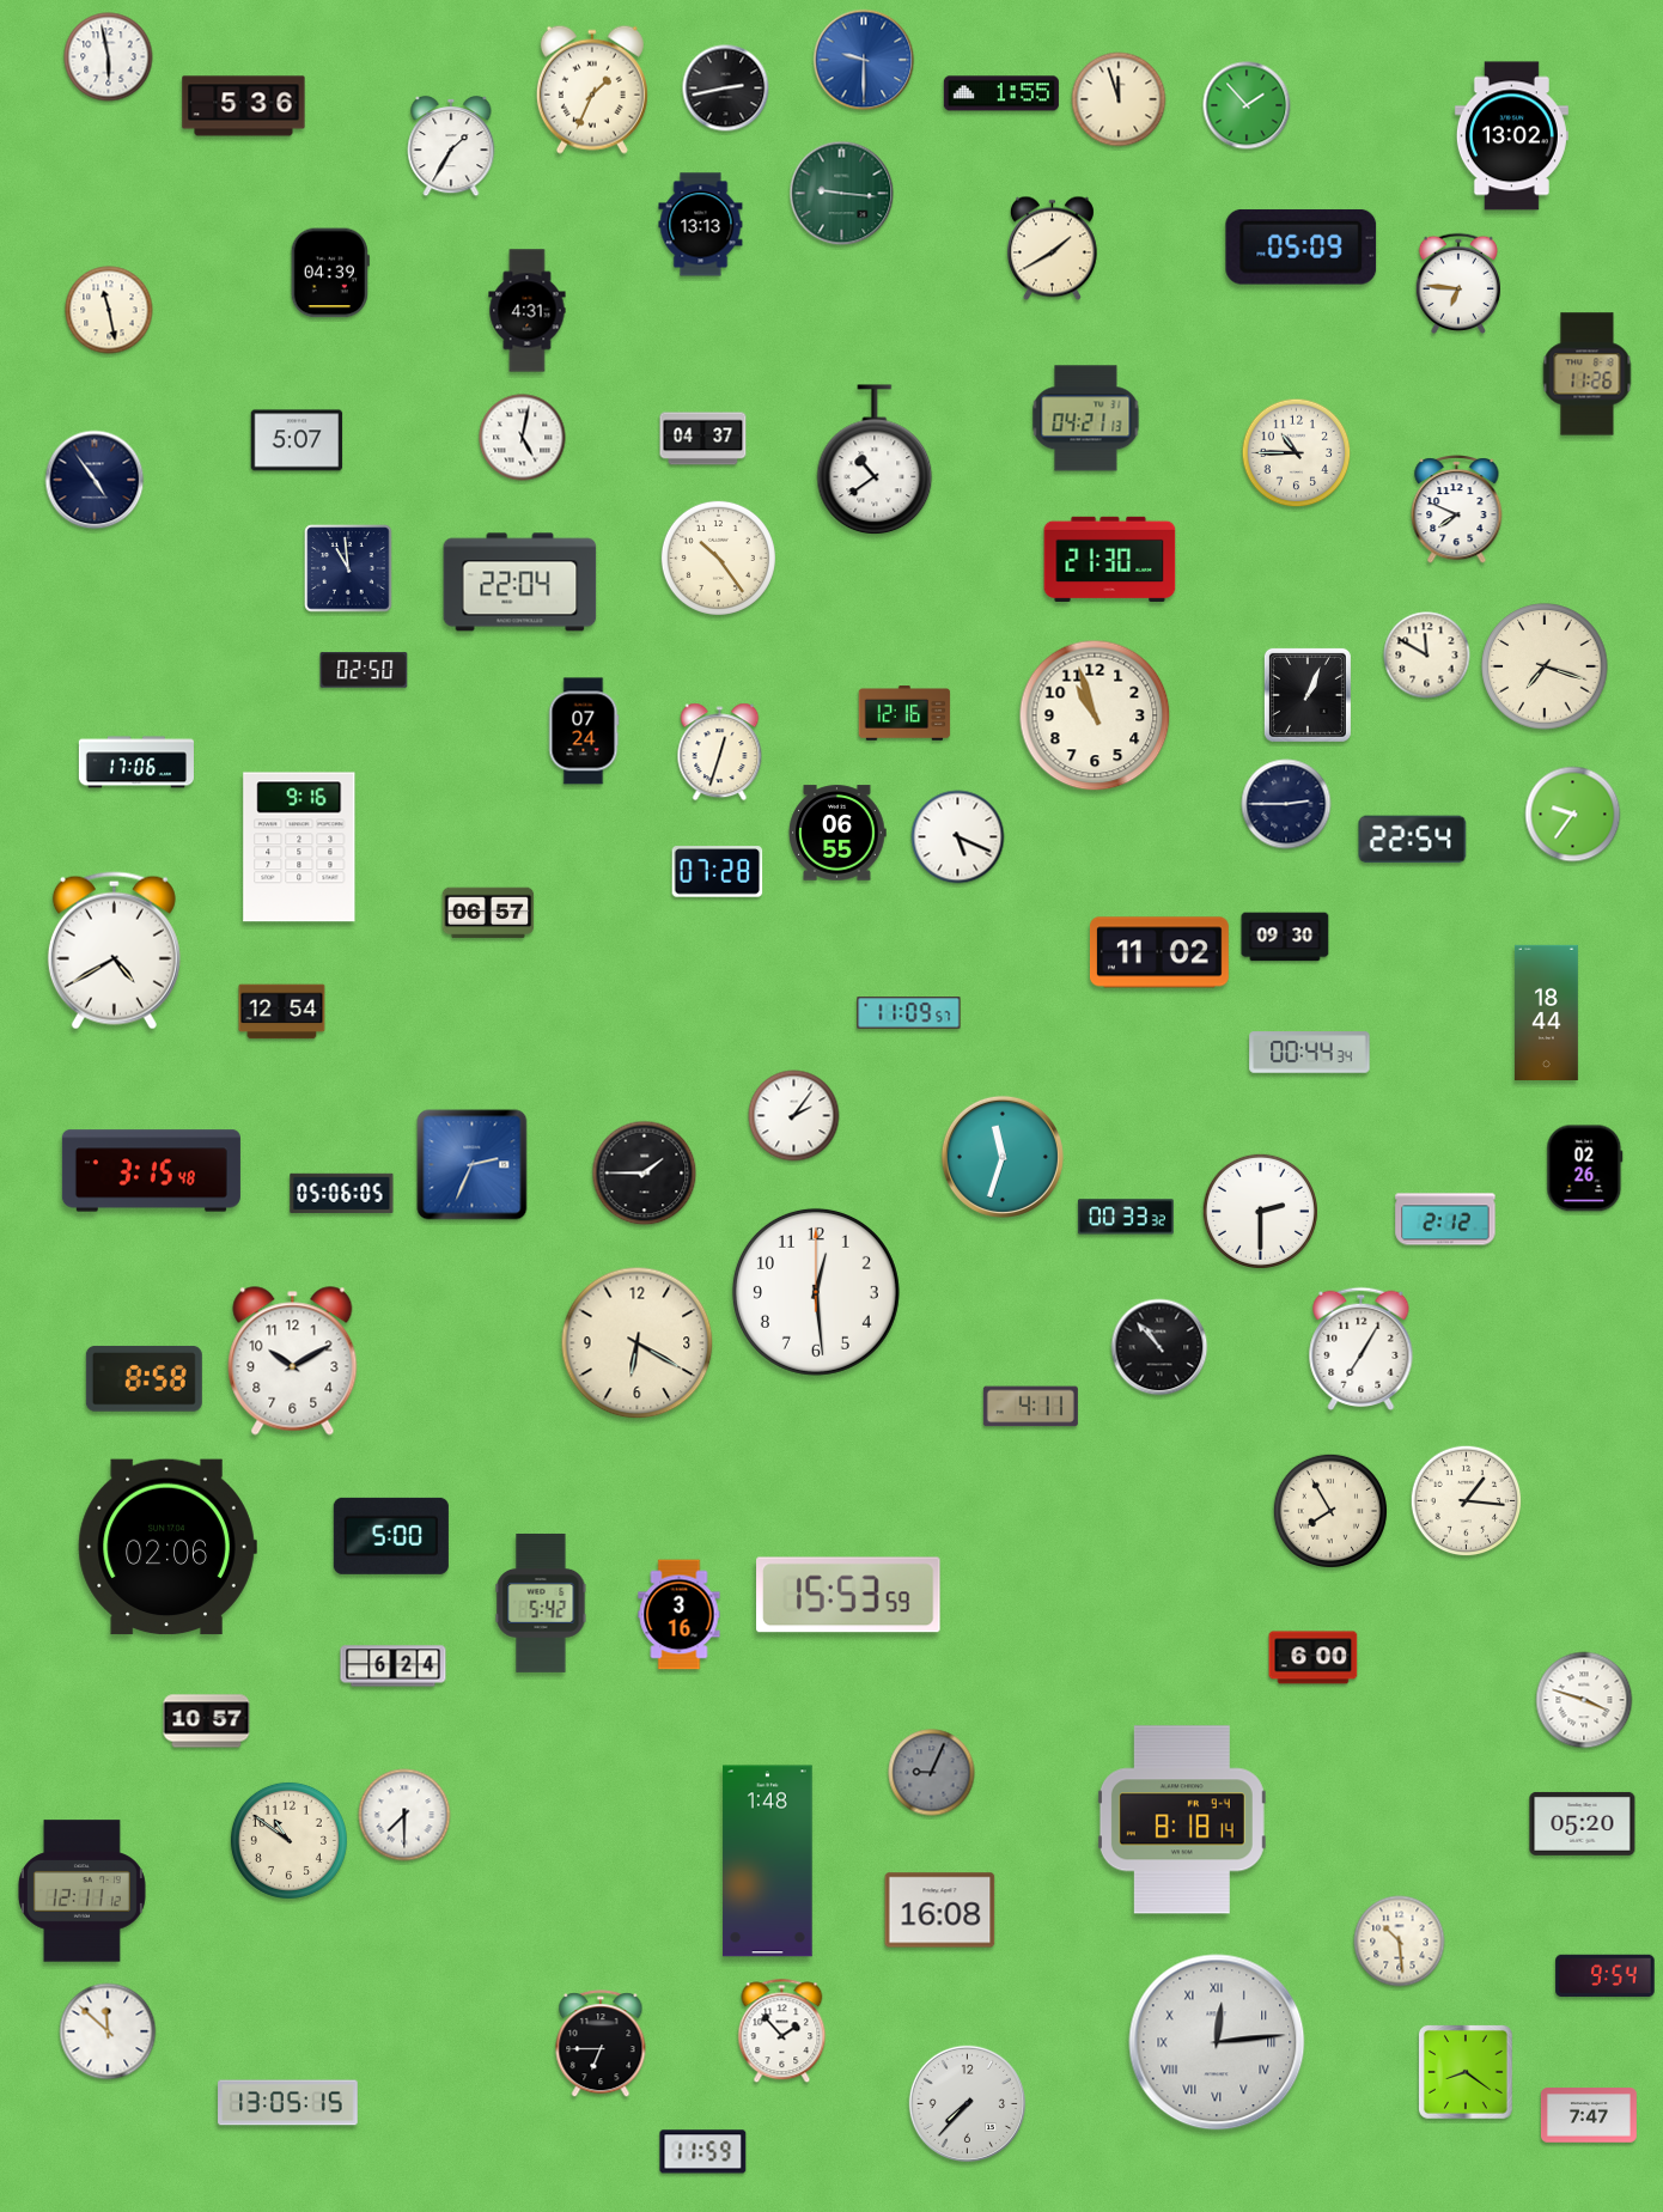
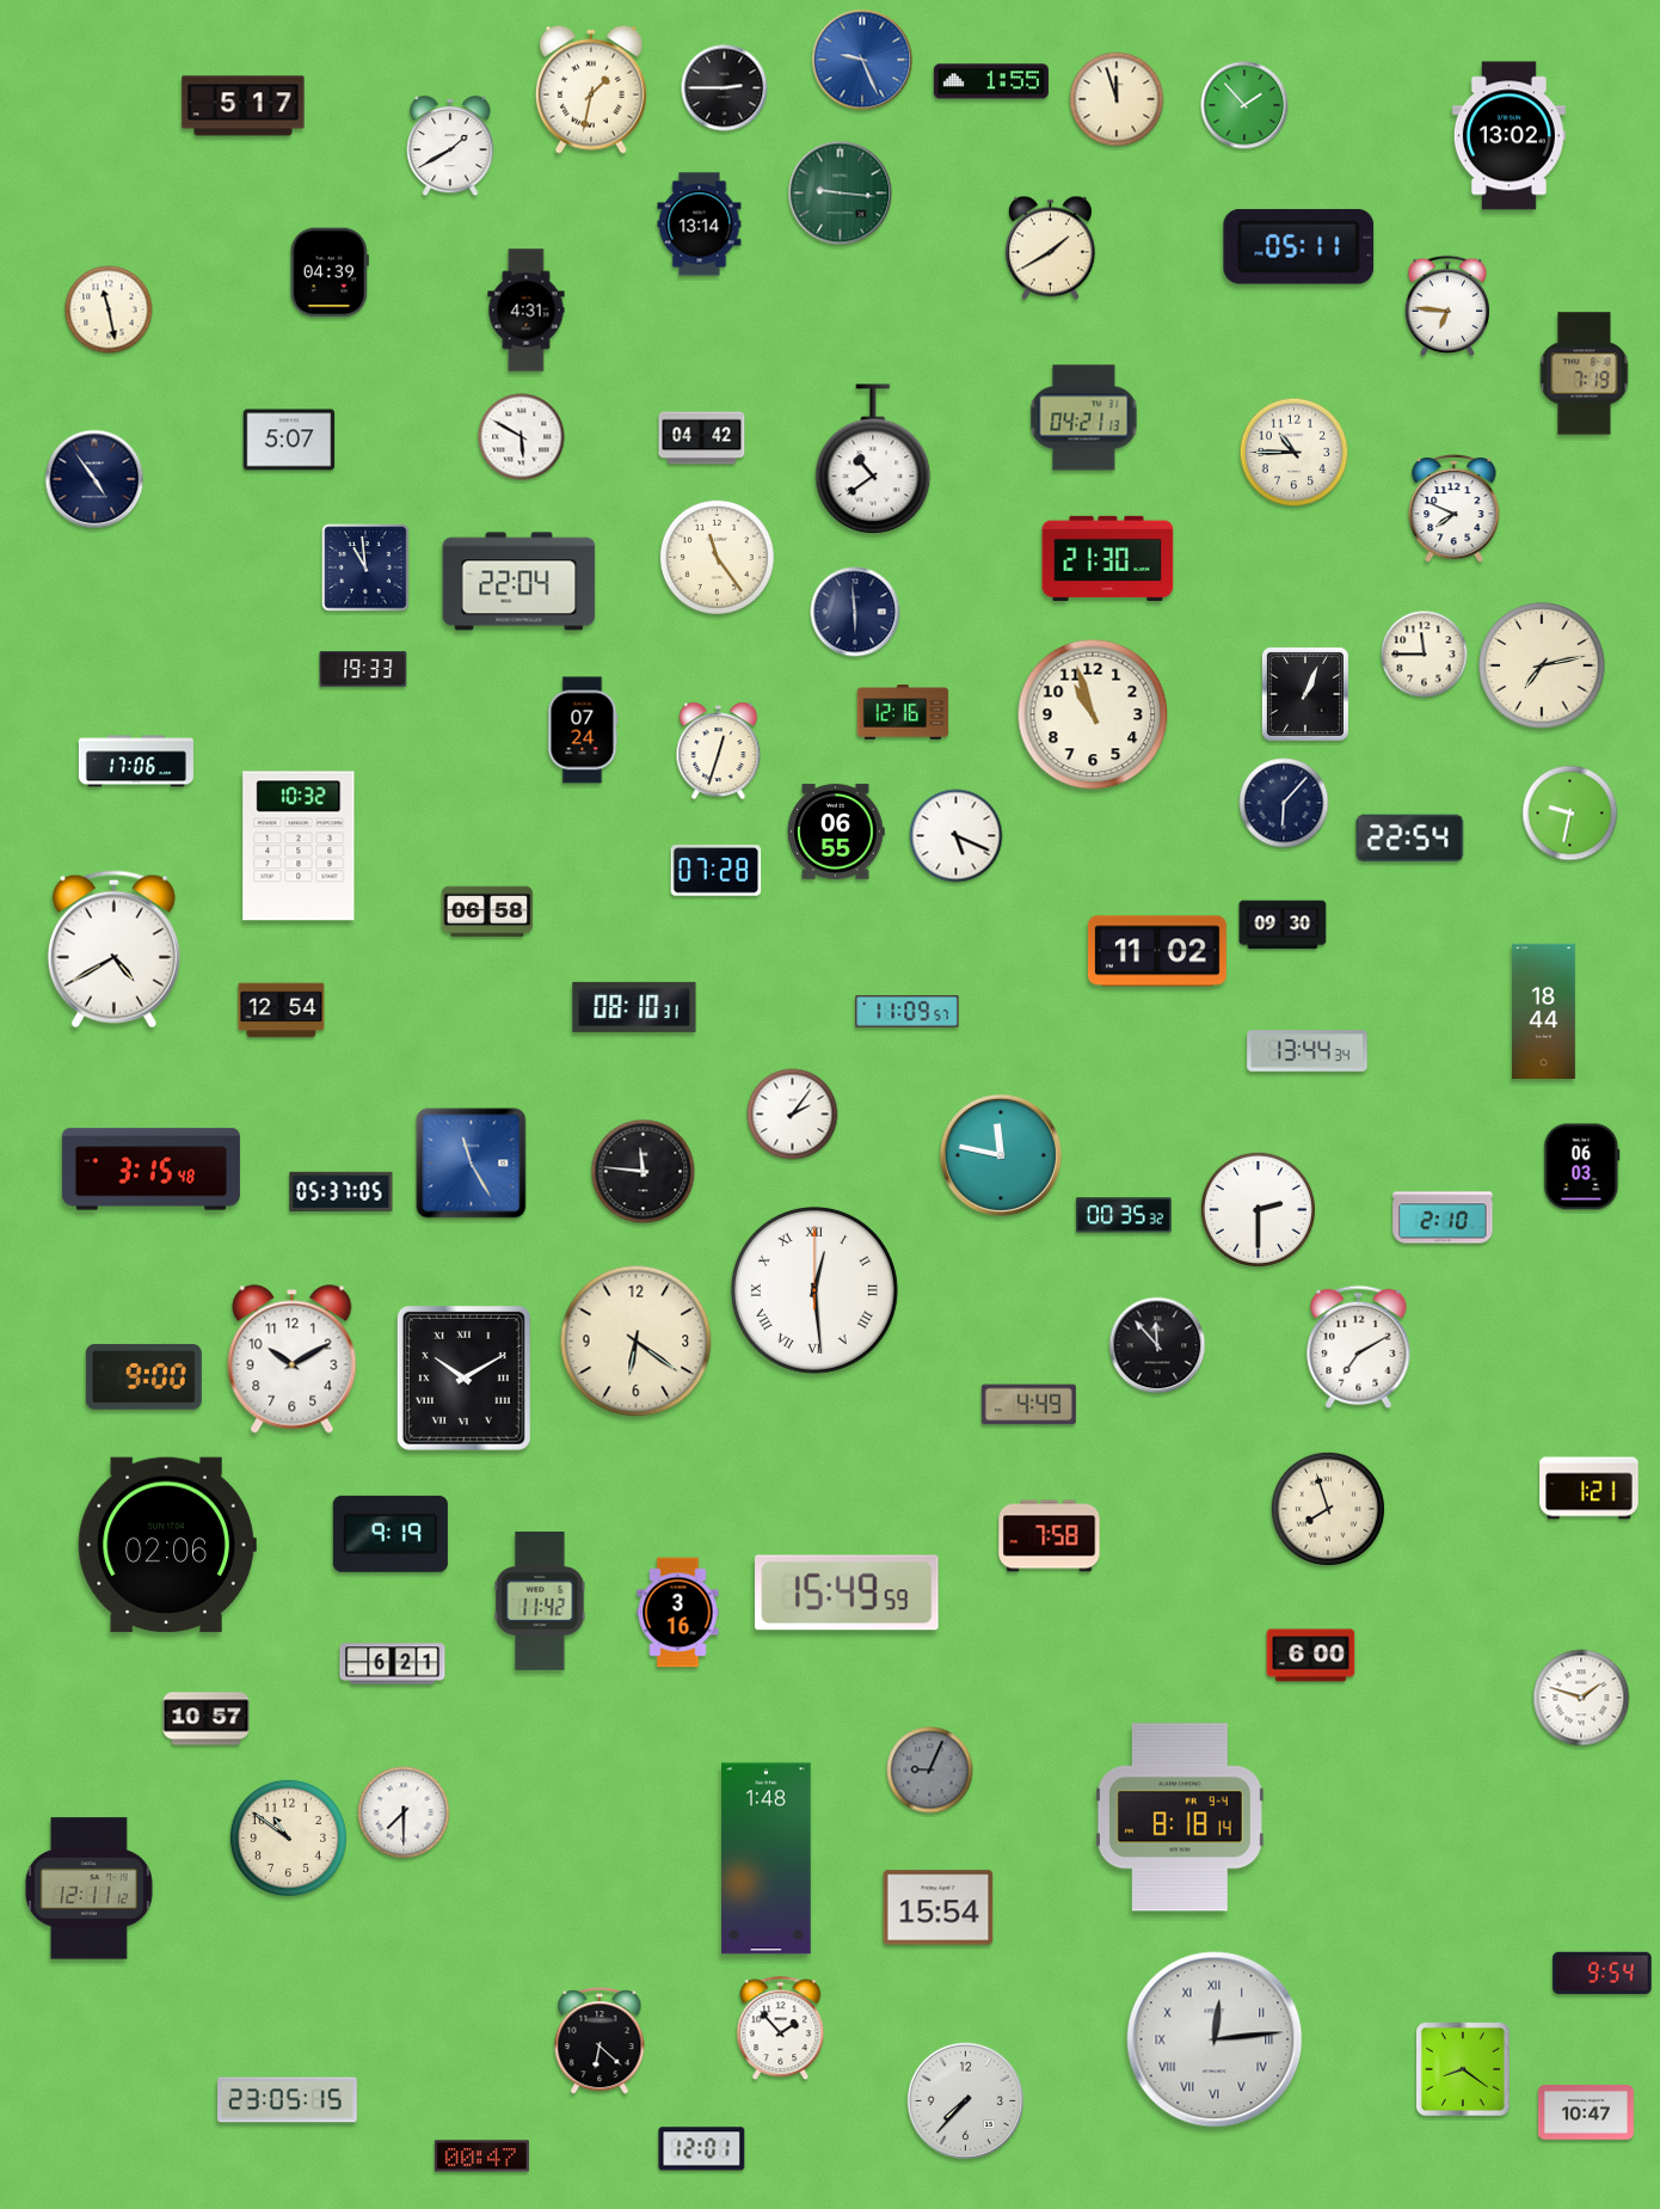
clock at (109, 57): 5:58 -> none
clock at (864, 60): 9:30 -> 9:26
clock at (726, 89): 2:43 -> 2:45
clock at (592, 90): 1:34 -> 1:32
clock at (1001, 93) position: (1001, 93) -> (991, 81)
clock at (244, 106): 5:36 -> 5:17
clock at (451, 146): 1:35 -> 1:40
clock at (701, 225): 13:13 -> 13:14
clock at (1302, 246): 05:09 -> 05:11
clock at (1458, 284) position: (1458, 284) -> (1447, 306)
clock at (1588, 374): 11:26 -> 7:19
clock at (523, 438): 5:02 -> 5:50
clock at (703, 439): 04:37 -> 04:42
clock at (297, 440) position: (297, 440) -> (289, 440)
clock at (718, 557): 10:24 -> 11:24
clock at (348, 568) position: (348, 568) -> (365, 567)
clock at (855, 612): none -> 5:59
clock at (1427, 656): 11:50 -> 11:45
clock at (1545, 666): 7:18 -> 7:13
clock at (364, 670): 02:50 -> 19:33
clock at (1286, 804): 2:45 -> 6:07
clock at (1573, 815): 9:36 -> 9:32
clock at (299, 847): 9:16 -> 10:32
clock at (488, 913): 06:57 -> 06:58
clock at (1285, 937) position: (1285, 937) -> (1283, 925)
clock at (634, 1007): none -> 08:10
clock at (1310, 1053): 00:44 -> 13:44
clock at (1003, 1157): 11:33 -> 11:47
clock at (473, 1165): 2:34 -> 11:25
clock at (1585, 1169): 02:26 -> 06:03
clock at (645, 1174): 1:45 -> 11:46
clock at (342, 1193): 05:06 -> 05:37
clock at (1126, 1217): 00:33 -> 00:35
clock at (1445, 1219): 2:12 -> 2:10
clock at (816, 1292) numerals: Arabic -> Roman
clock at (638, 1343): 6:20 -> 6:21
clock at (1159, 1347): 10:53 -> 11:53
clock at (1362, 1348): 7:05 -> 7:10
clock at (144, 1378): 8:58 -> 9:00
clock at (463, 1377): none -> 10:10
clock at (1030, 1407): 4:11 -> 4:49
clock at (1590, 1489): none -> 1:21
clock at (1467, 1501): 1:16 -> none
clock at (1330, 1511): 7:55 -> 7:57
clock at (391, 1536): 5:00 -> 9:19
clock at (1050, 1536): none -> 7:58
clock at (848, 1595): 15:53 -> 15:49
clock at (541, 1603): 5:42 -> 11:42
clock at (394, 1666): 6:24 -> 6:21
clock at (1584, 1700): 3:48 -> 1:48
clock at (1583, 1823): 05:20 -> none
clock at (81, 1891) position: (81, 1891) -> (88, 1889)
clock at (940, 1911): 16:08 -> 15:54
clock at (1400, 1942): 10:29 -> none
clock at (108, 2031): 11:52 -> none
clock at (601, 2045): 6:45 -> 6:22
clock at (288, 2103): 13:05 -> 23:05
clock at (1589, 2115): 7:47 -> 10:47
clock at (703, 2152): 11:59 -> 12:01
clock at (481, 2156): none -> 00:47
